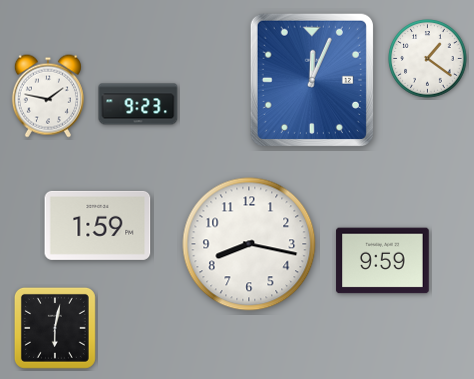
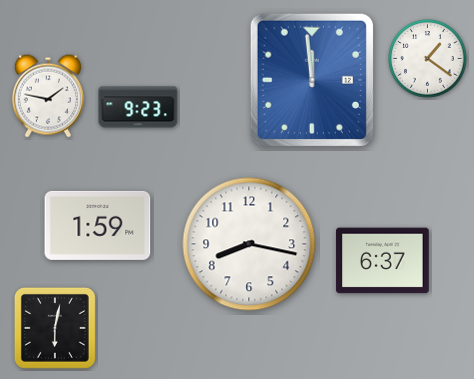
clock at (312, 80): 12:04 -> 11:59
clock at (138, 104) position: (138, 104) -> (138, 107)
clock at (383, 261): 9:59 -> 6:37
